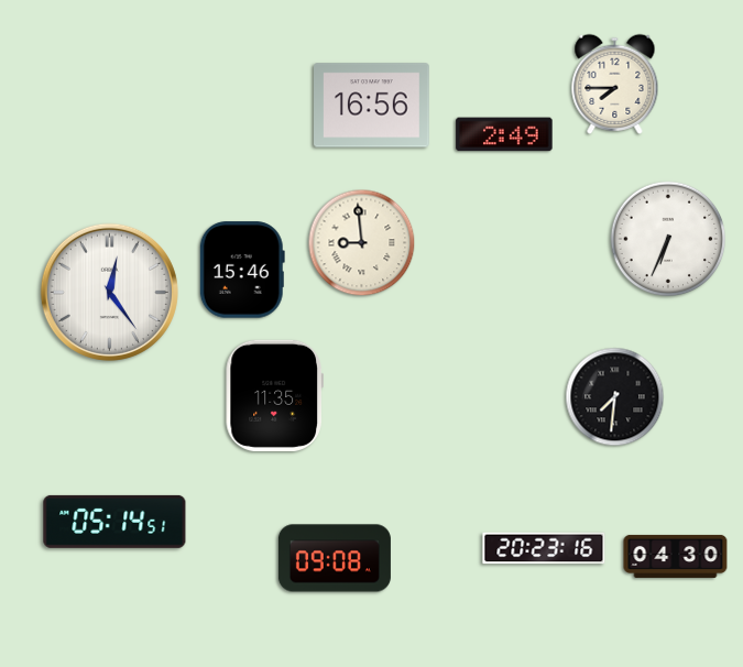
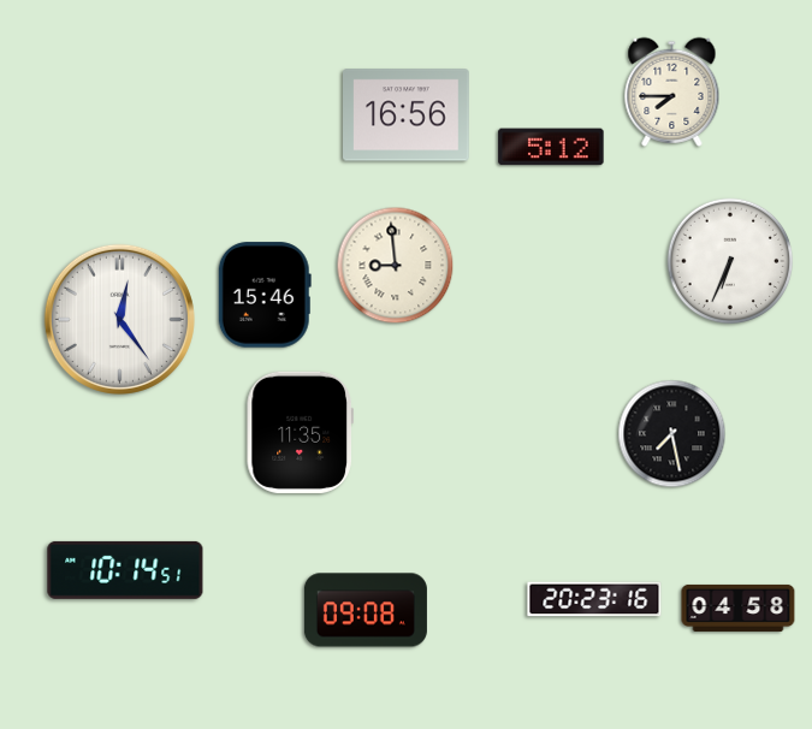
clock at (504, 134): 2:49 -> 5:12
clock at (615, 397): 7:31 -> 7:28
clock at (114, 522): 05:14 -> 10:14
clock at (676, 556): 04:30 -> 04:58
